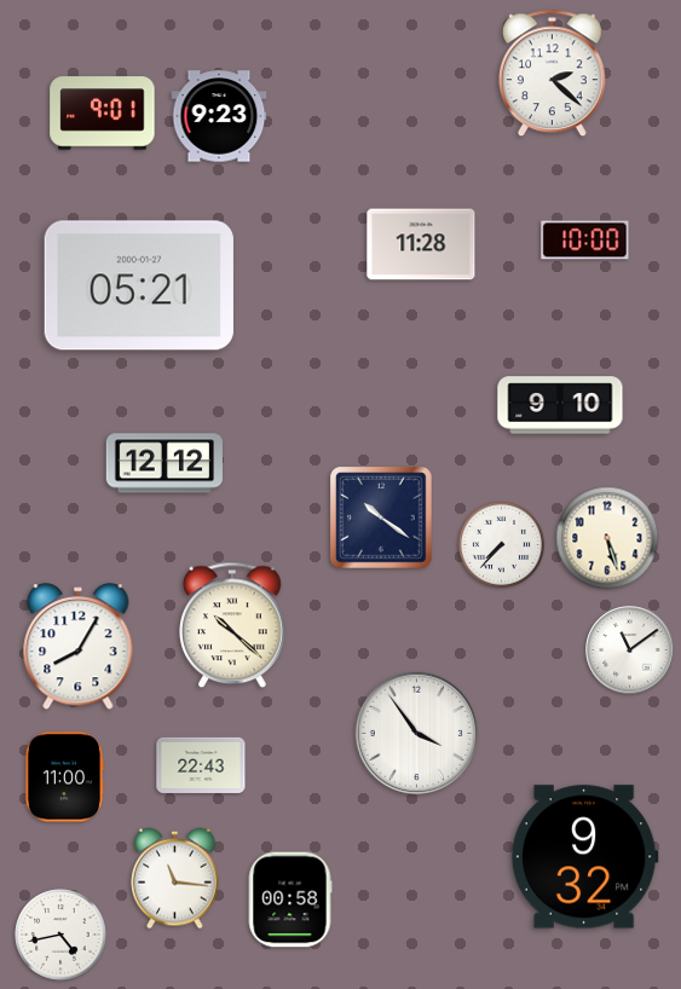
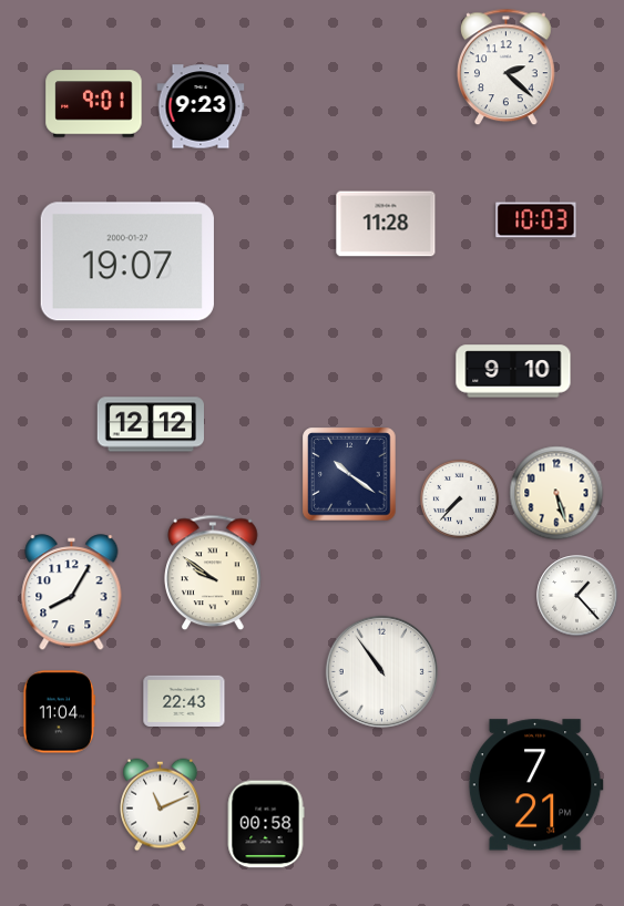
clock at (585, 241): 10:00 -> 10:03
clock at (139, 285): 05:21 -> 19:07
clock at (232, 625): 10:22 -> 9:51
clock at (630, 650): 11:09 -> 1:23
clock at (416, 733): 3:54 -> 10:54
clock at (65, 777): 11:00 -> 11:04
clock at (584, 857): 9:32 -> 7:21
clock at (175, 879): 11:16 -> 11:11
clock at (60, 935): 4:43 -> none
